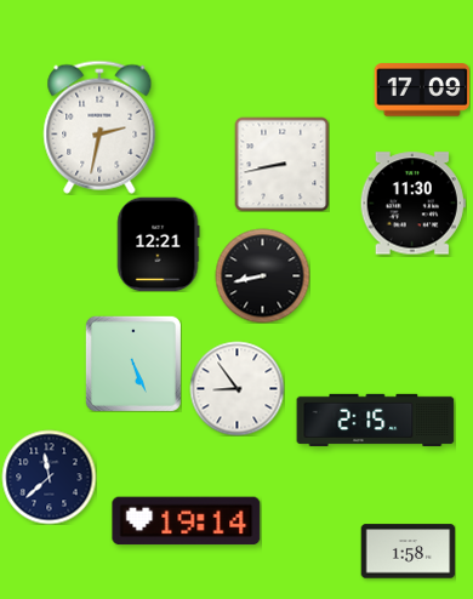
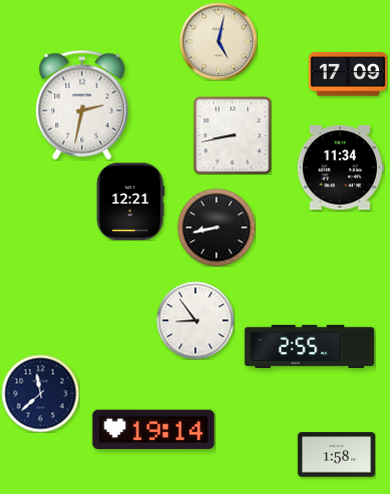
clock at (218, 41): none -> 5:02
clock at (412, 204): 11:30 -> 11:34
clock at (133, 364): 5:26 -> none
clock at (376, 420): 2:15 -> 2:55
